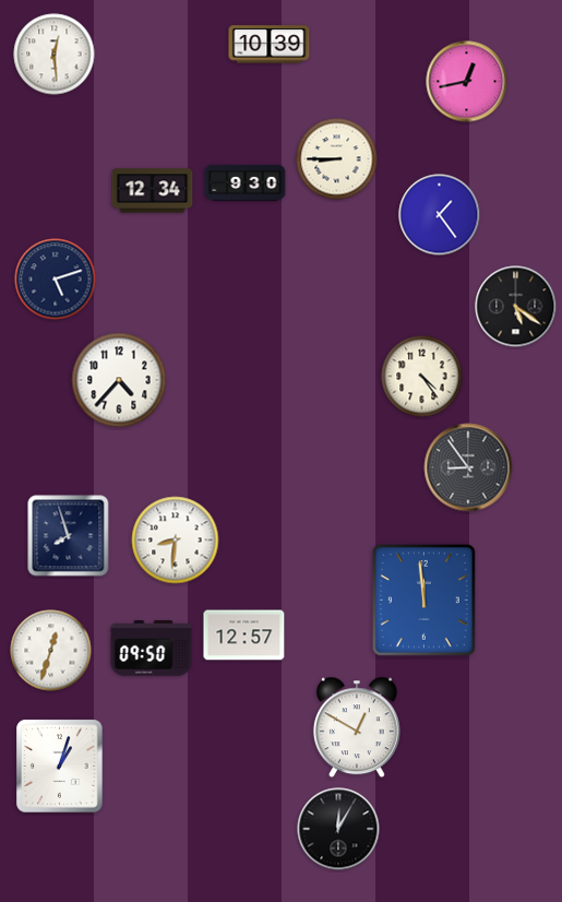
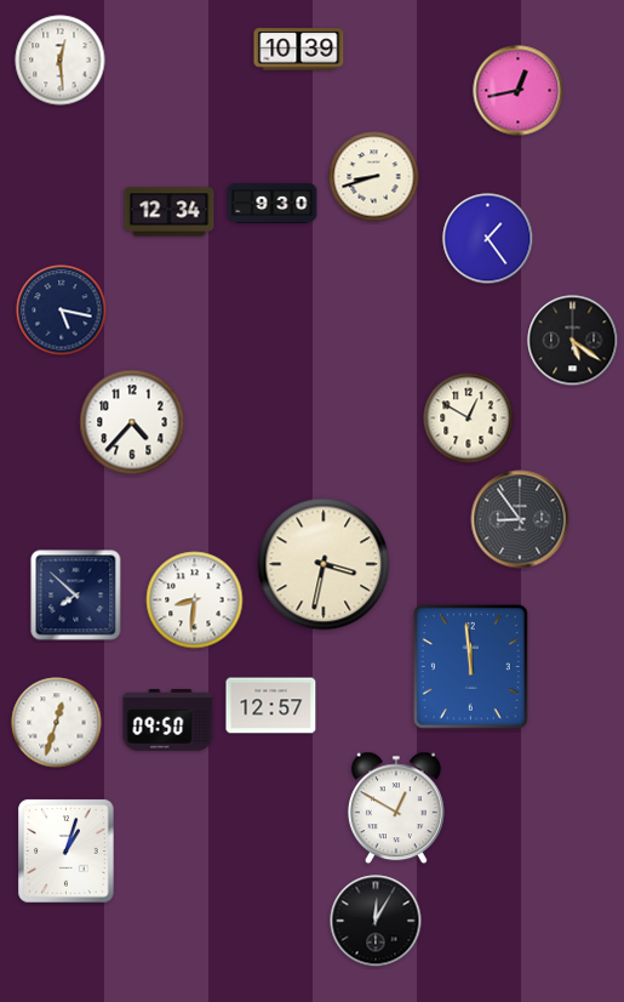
clock at (337, 159): 8:45 -> 8:42
clock at (56, 280): 5:12 -> 5:17
clock at (422, 377): 4:24 -> 12:50
clock at (324, 564): none -> 3:32
clock at (69, 536): 7:57 -> 7:52
